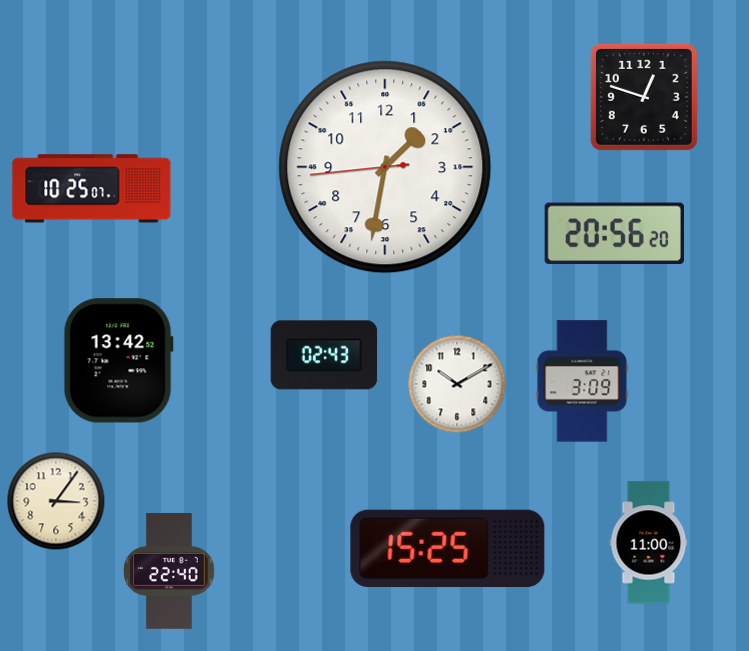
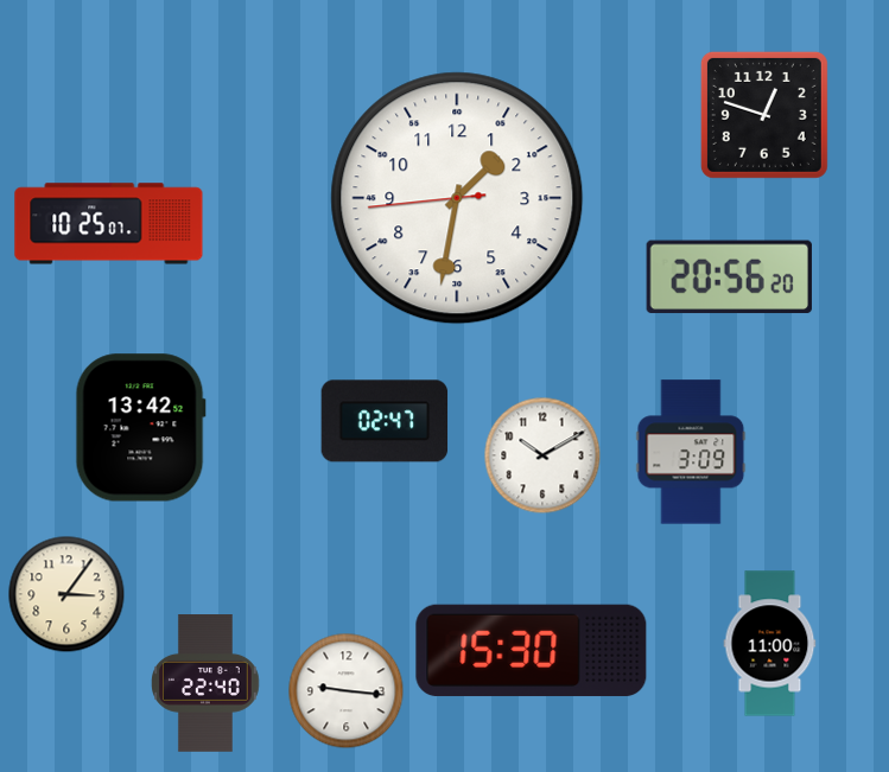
clock at (324, 355): 02:43 -> 02:47
clock at (448, 549): 15:25 -> 15:30
clock at (170, 572) position: (170, 572) -> (207, 684)
clock at (347, 691): none -> 9:16
